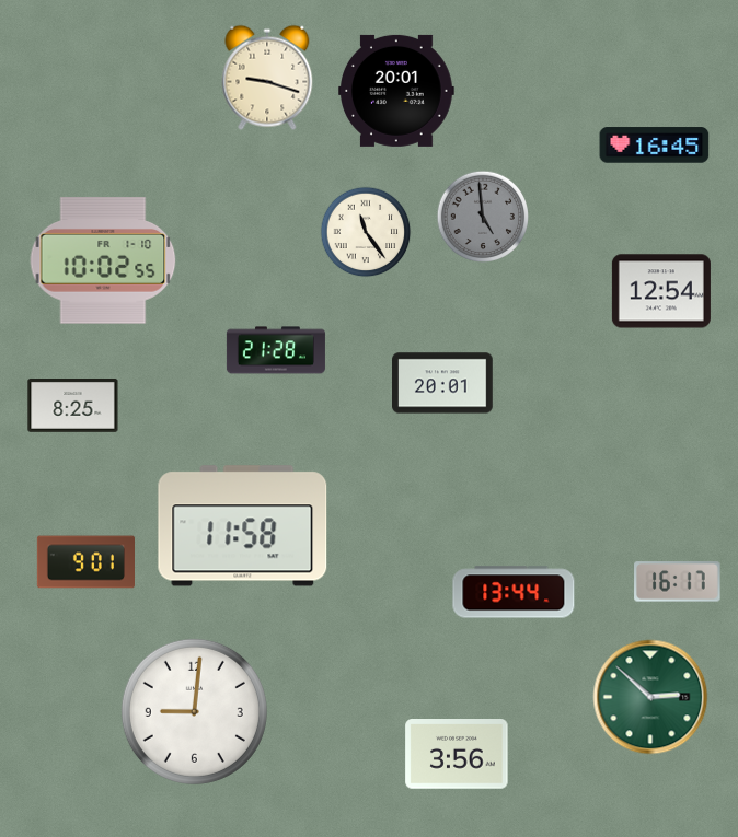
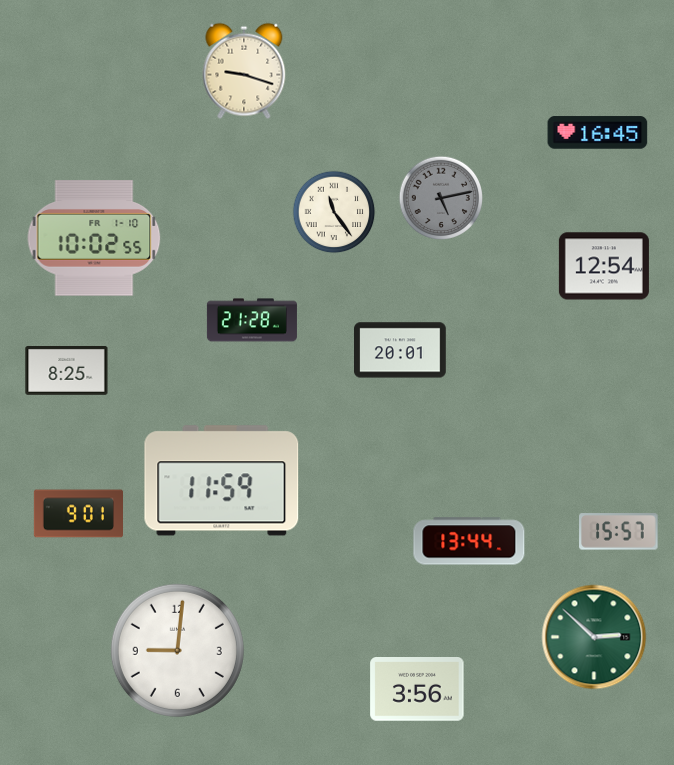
clock at (397, 91): 20:01 -> none
clock at (482, 216): 4:59 -> 5:13
clock at (443, 383) position: (443, 383) -> (401, 350)
clock at (243, 526): 11:58 -> 11:59
clock at (678, 582): 16:17 -> 15:57
